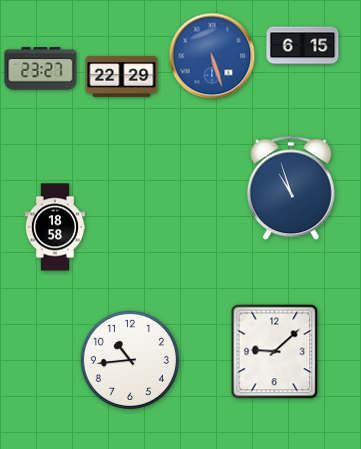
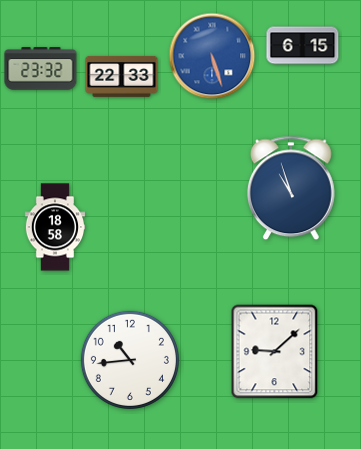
clock at (41, 69): 23:27 -> 23:32
clock at (122, 77): 22:29 -> 22:33
